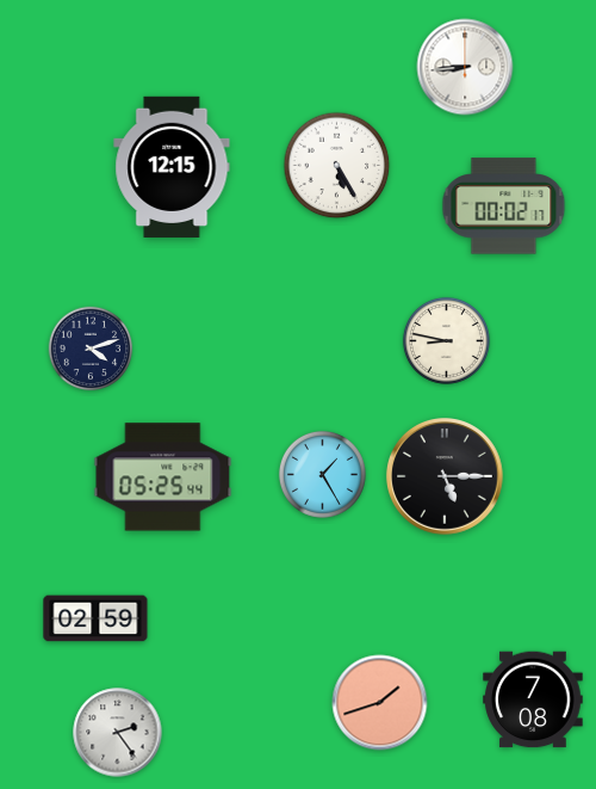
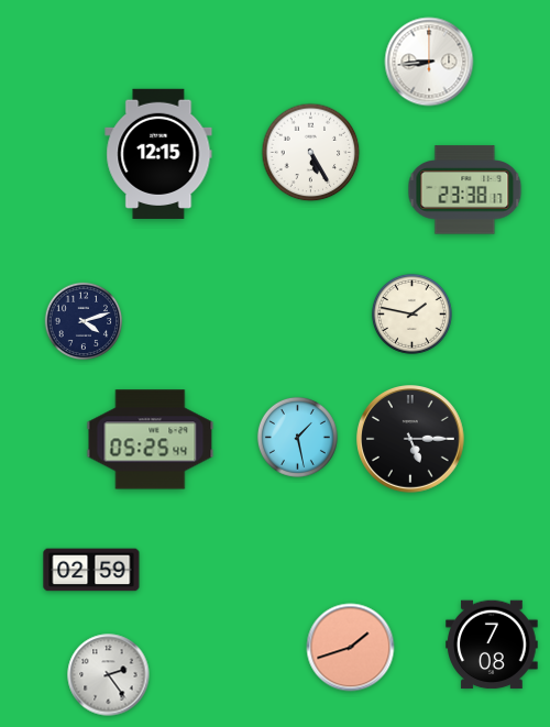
clock at (504, 207): 00:02 -> 23:38
clock at (446, 340): 8:47 -> 1:47
clock at (322, 474): 1:25 -> 1:28
clock at (95, 618) position: (95, 618) -> (91, 570)
